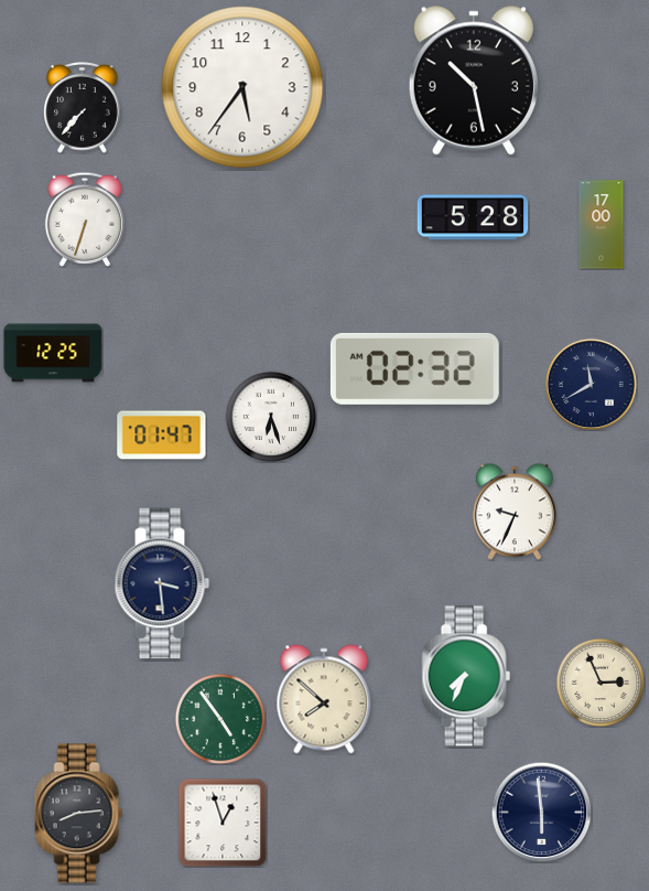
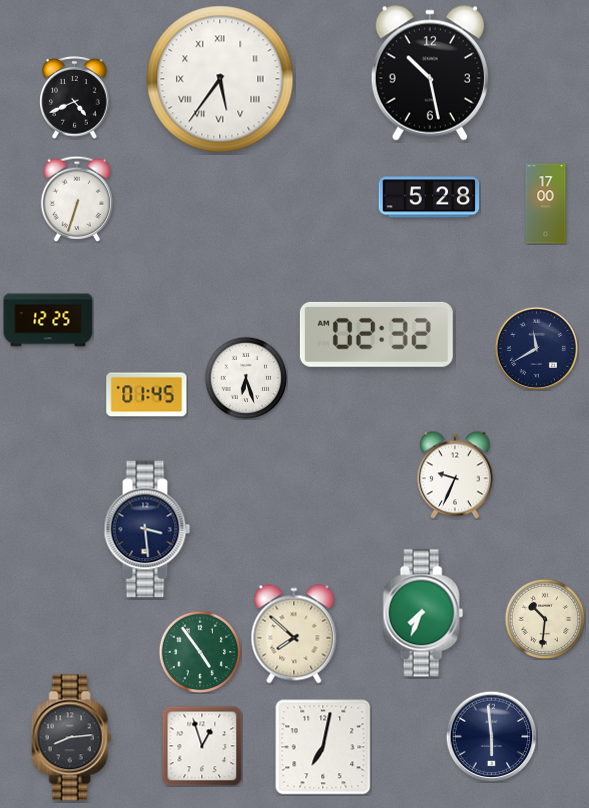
clock at (242, 87) numerals: Arabic -> Roman
clock at (83, 108): 7:37 -> 4:41
clock at (162, 436): 01:47 -> 01:45
clock at (515, 512) position: (515, 512) -> (455, 475)
clock at (601, 683): 2:56 -> 10:31
clock at (323, 747): none -> 7:02
